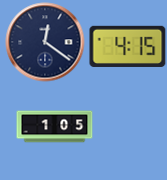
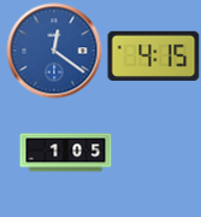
clock at (45, 42) dial: navy -> blue
